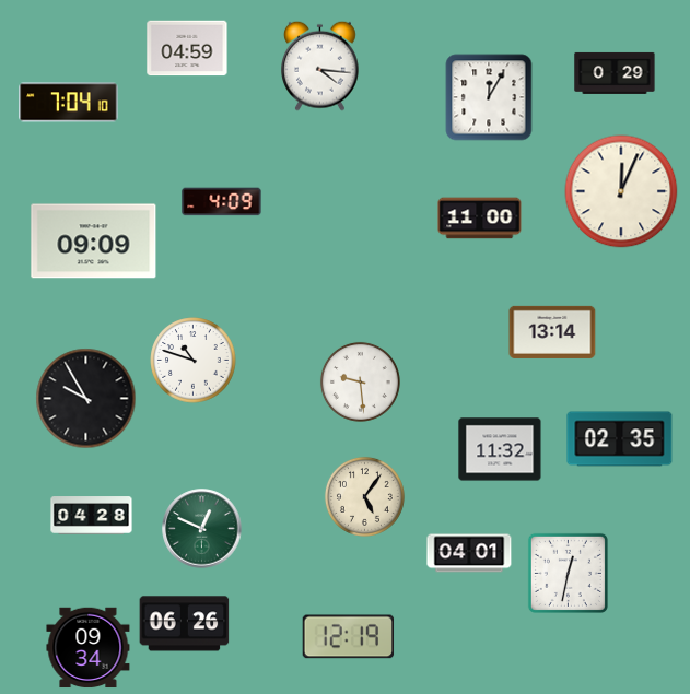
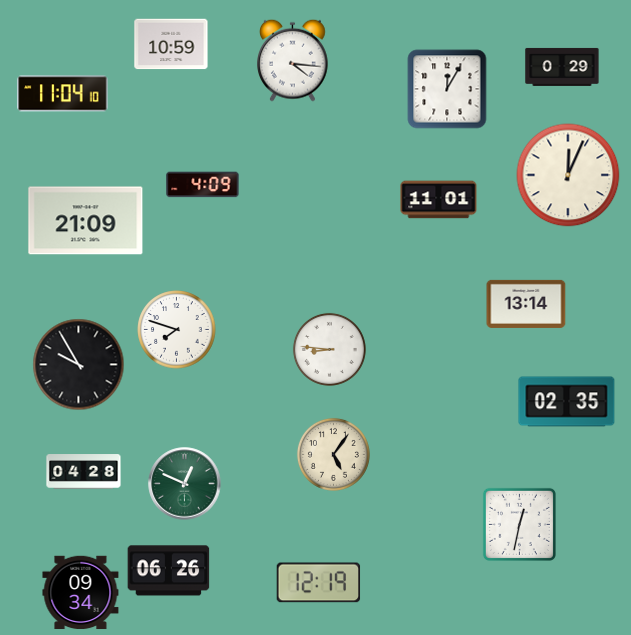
clock at (187, 48): 04:59 -> 10:59
clock at (69, 103): 7:04 -> 11:04
clock at (480, 219): 11:00 -> 11:01
clock at (94, 242): 09:09 -> 21:09
clock at (552, 332) position: (552, 332) -> (526, 304)
clock at (194, 361): 10:48 -> 7:48
clock at (360, 381): 9:29 -> 8:46
clock at (500, 449): 11:32 -> none
clock at (469, 553): 04:01 -> none
